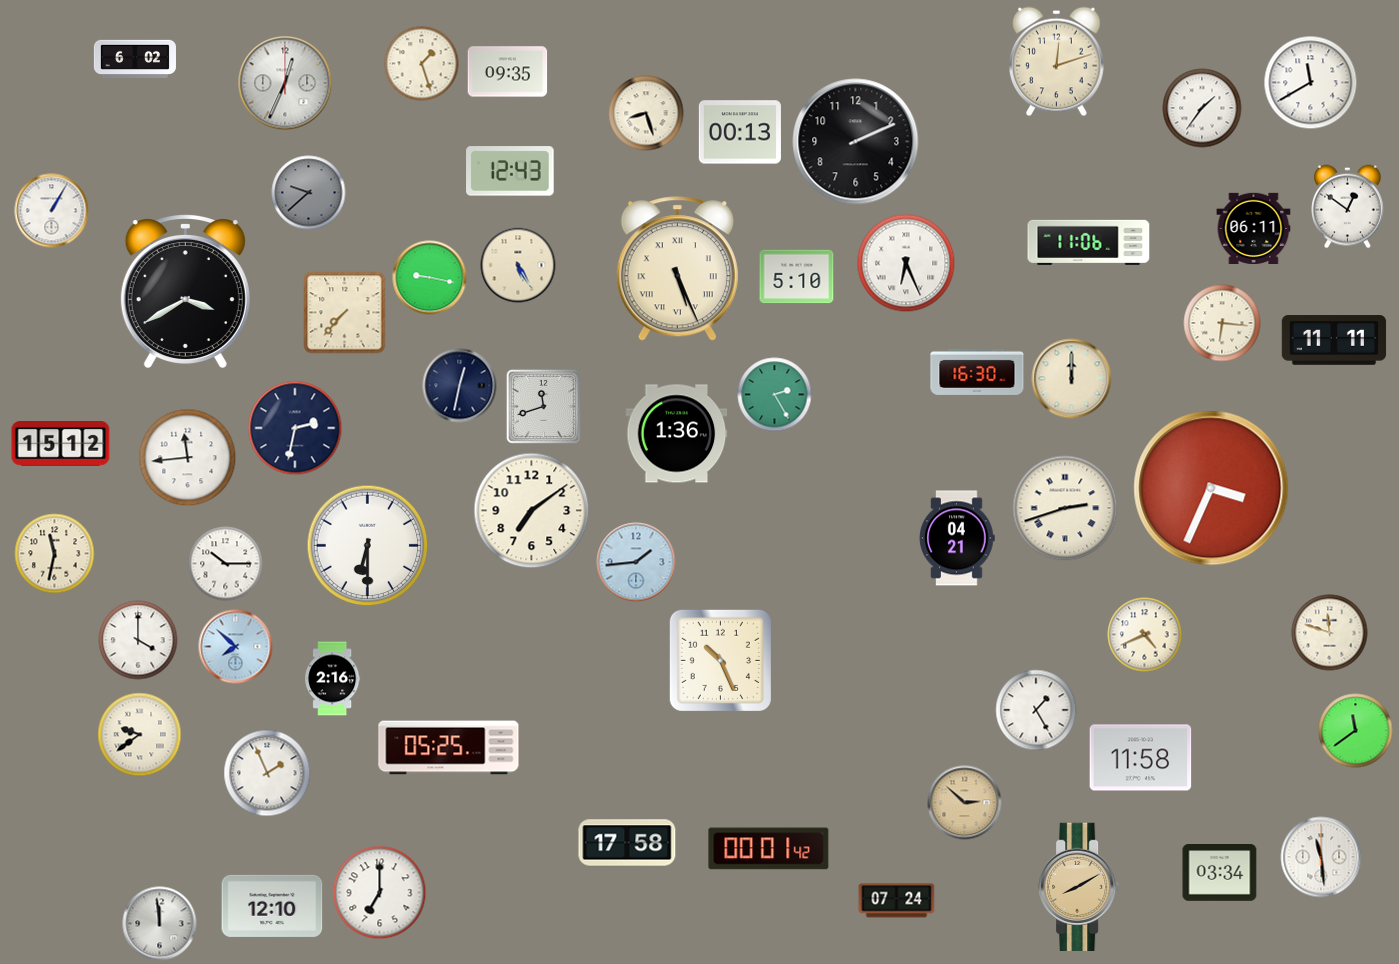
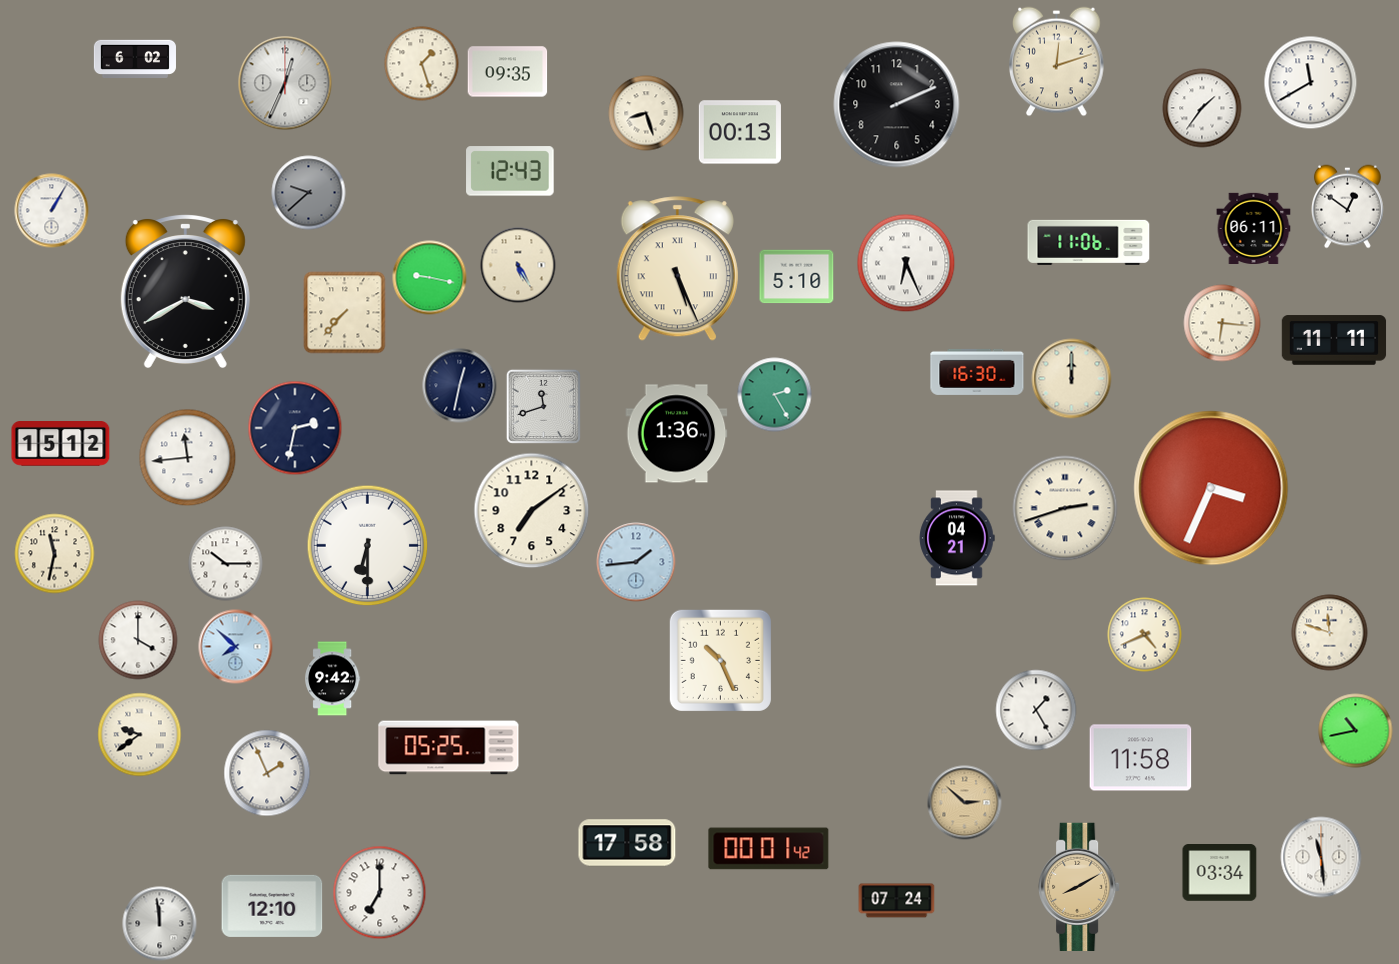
clock at (856, 142) position: (856, 142) -> (897, 105)
clock at (333, 679): 2:16 -> 9:42
clock at (1356, 731): 11:39 -> 10:43
